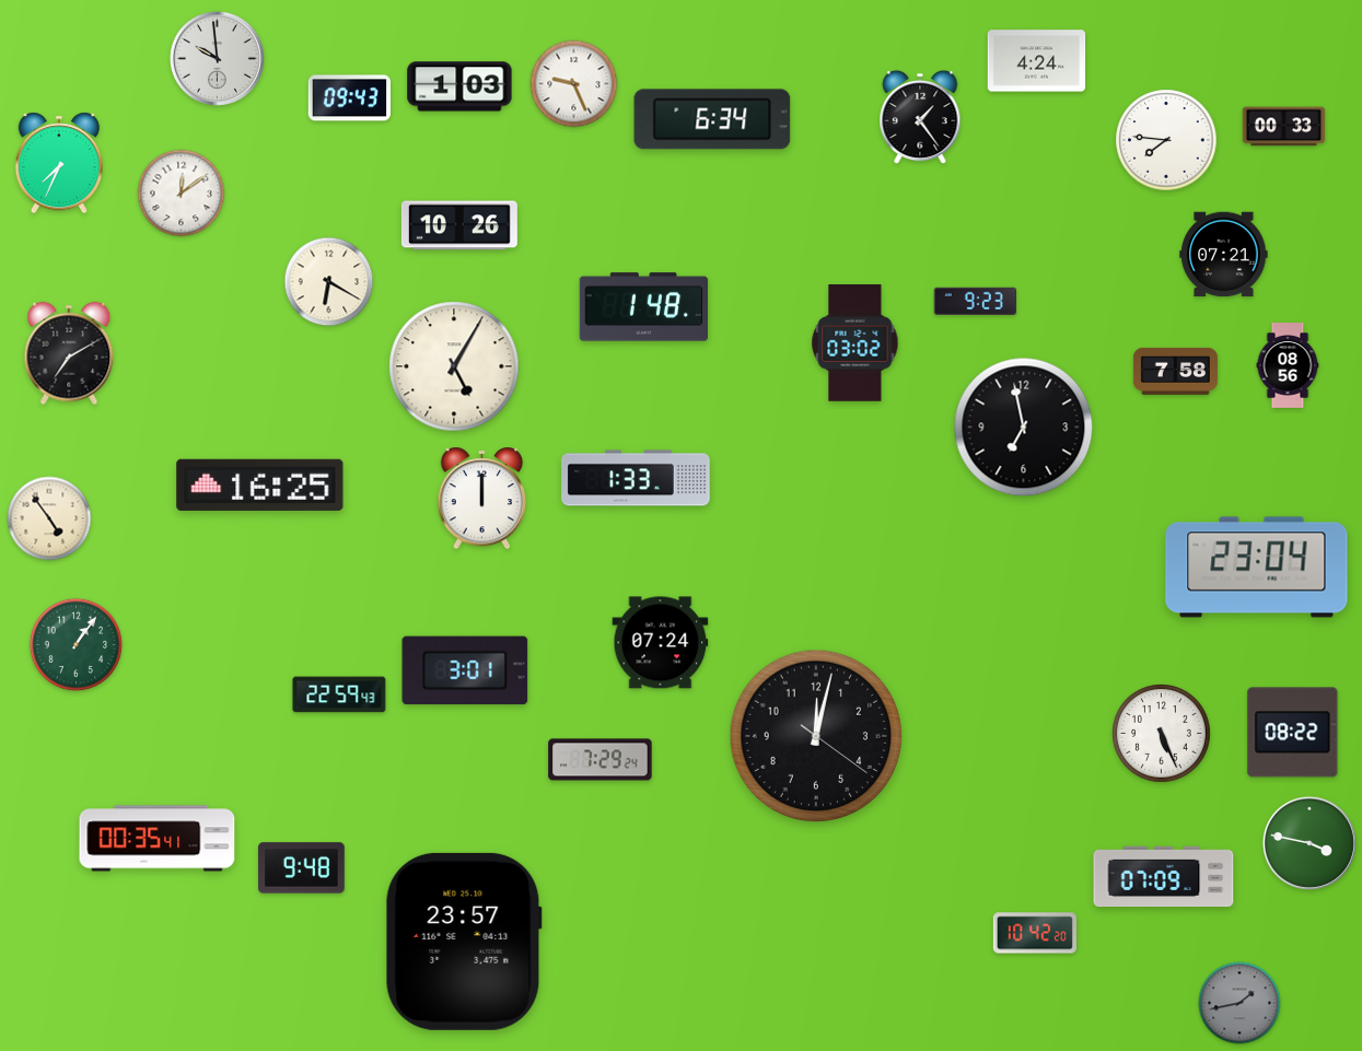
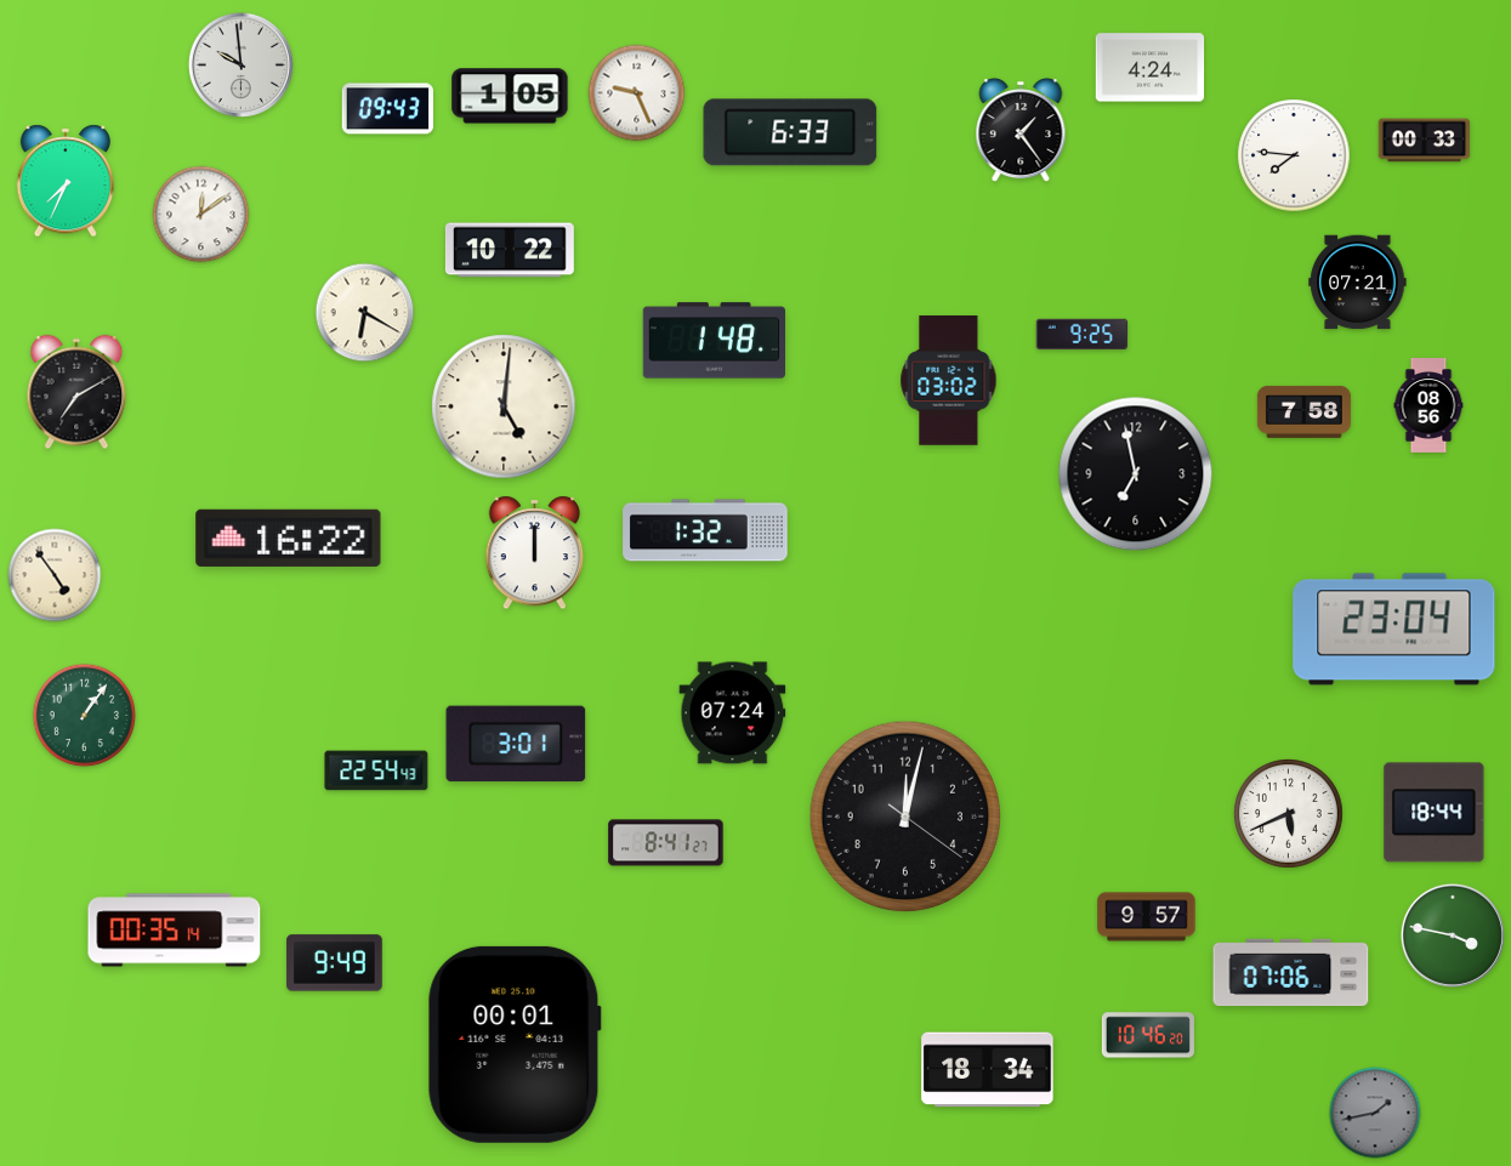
clock at (459, 86): 1:03 -> 1:05
clock at (712, 119): 6:34 -> 6:33
clock at (459, 225): 10:26 -> 10:22
clock at (976, 302): 9:23 -> 9:25
clock at (454, 366): 5:05 -> 5:01
clock at (636, 478): 1:33 -> 1:32
clock at (260, 484): 16:25 -> 16:22
clock at (339, 694): 22:59 -> 22:54
clock at (1293, 733): 08:22 -> 18:44
clock at (1162, 734): 5:26 -> 5:41
clock at (601, 760): 7:29 -> 8:41
clock at (1147, 917): none -> 9:57
clock at (158, 839): 00:35:41 -> 00:35:14
clock at (302, 868): 9:48 -> 9:49
clock at (1164, 877): 07:09 -> 07:06
clock at (1035, 933): 10:42 -> 10:46
clock at (464, 942): 23:57 -> 00:01
clock at (988, 1070): none -> 18:34
